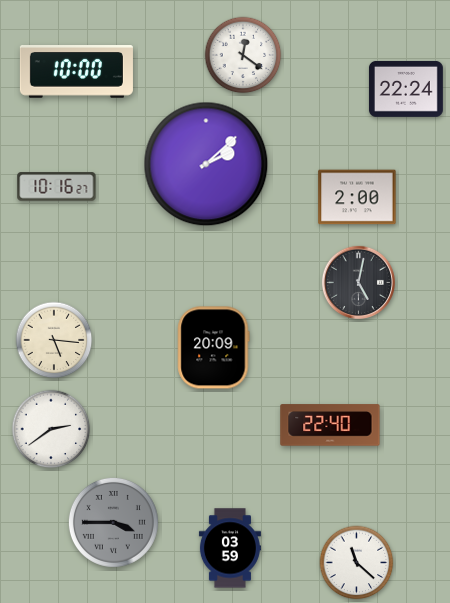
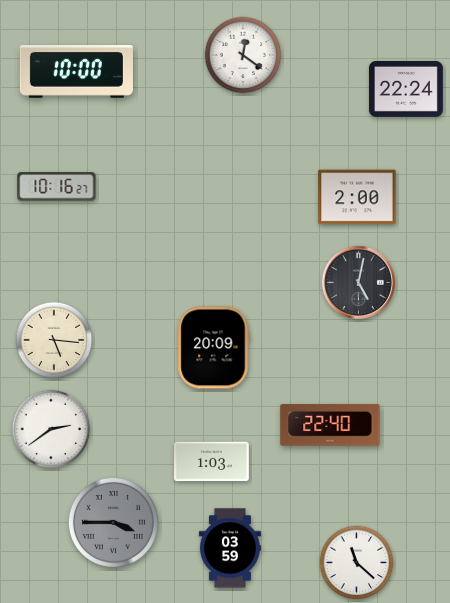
clock at (206, 164): 2:08 -> none
clock at (212, 462): none -> 1:03
